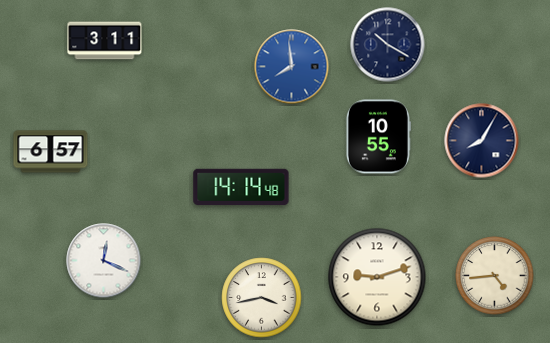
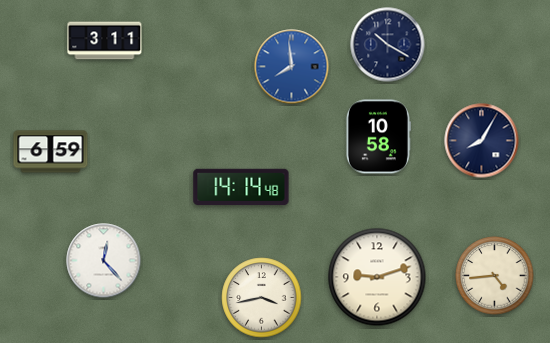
clock at (378, 137): 10:55 -> 10:58
clock at (51, 152): 6:57 -> 6:59
clock at (104, 261): 12:19 -> 12:23
